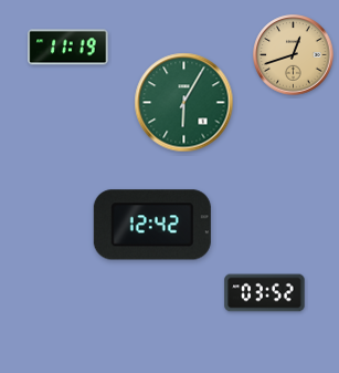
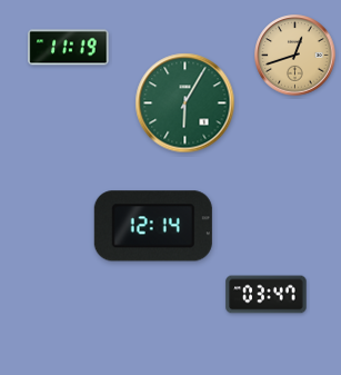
clock at (152, 225): 12:42 -> 12:14
clock at (265, 293): 03:52 -> 03:47
